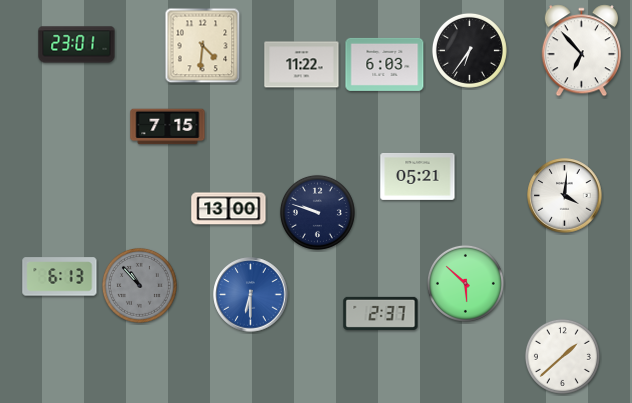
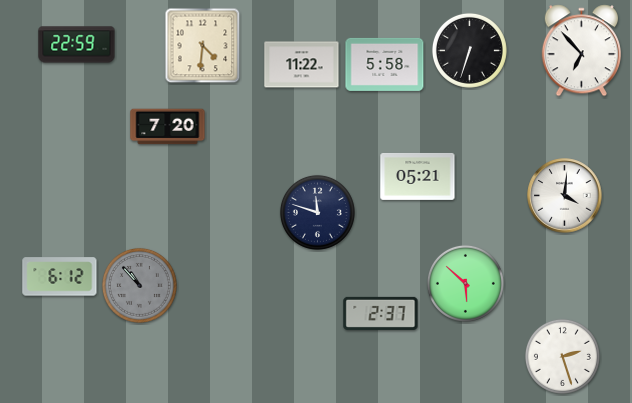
clock at (77, 45): 23:01 -> 22:59
clock at (469, 50): 6:36 -> 6:33
clock at (385, 64): 6:03 -> 5:58
clock at (168, 127): 7:15 -> 7:20
clock at (229, 209): 13:00 -> none
clock at (317, 212): 9:48 -> 11:48
clock at (60, 277): 6:13 -> 6:12
clock at (251, 295): 6:30 -> none
clock at (562, 356): 1:38 -> 2:27
